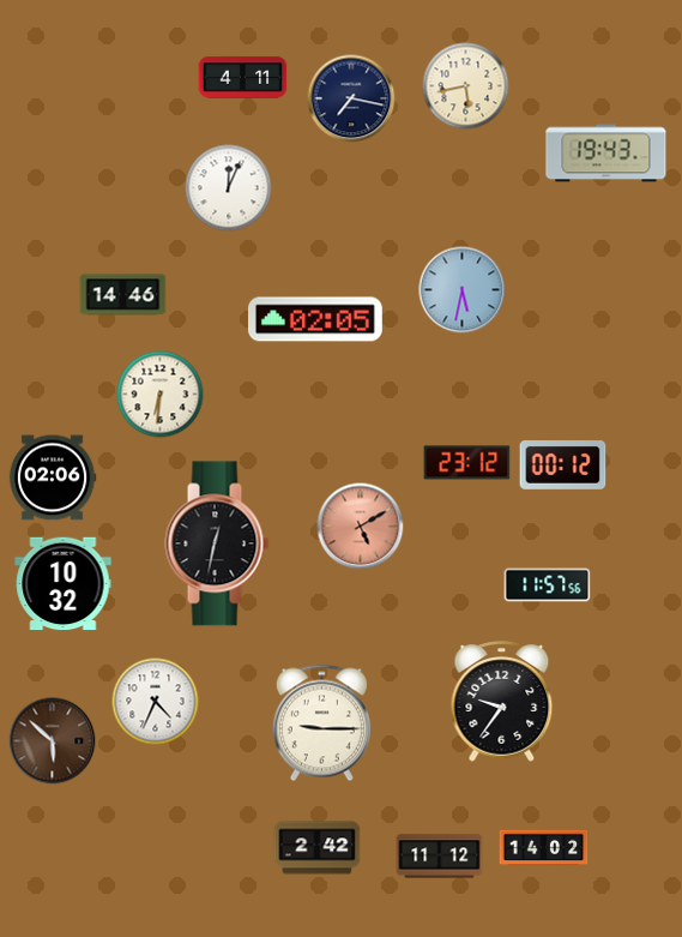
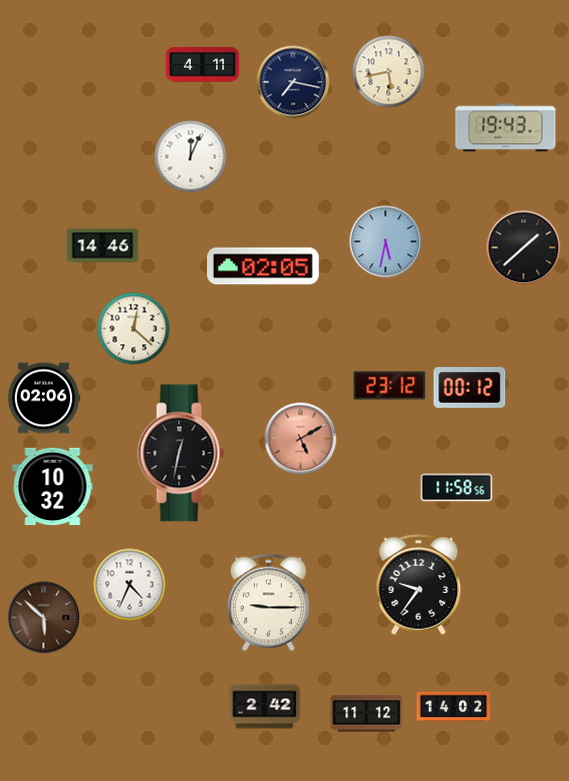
clock at (524, 248): none -> 1:38
clock at (161, 395): 6:31 -> 12:22
clock at (548, 585): 11:57 -> 11:58
